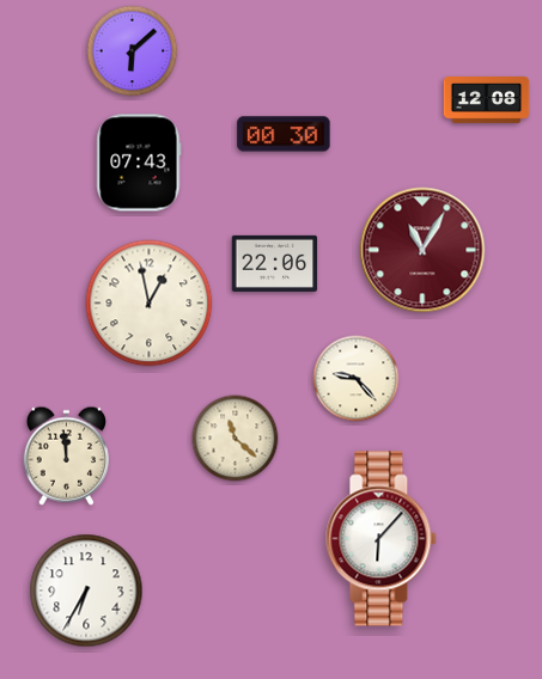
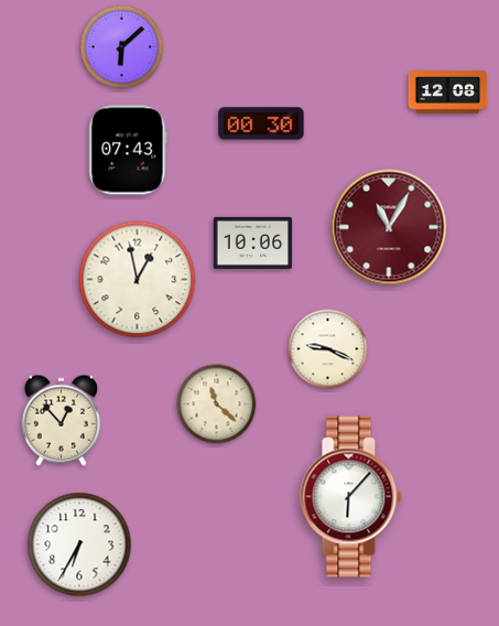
clock at (422, 250) position: (422, 250) -> (389, 227)
clock at (275, 263): 22:06 -> 10:06
clock at (357, 379): 9:23 -> 9:19
clock at (66, 455): 11:59 -> 12:53
